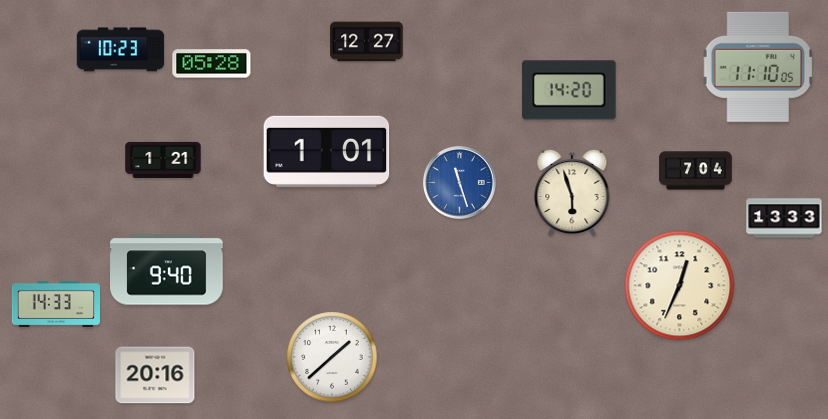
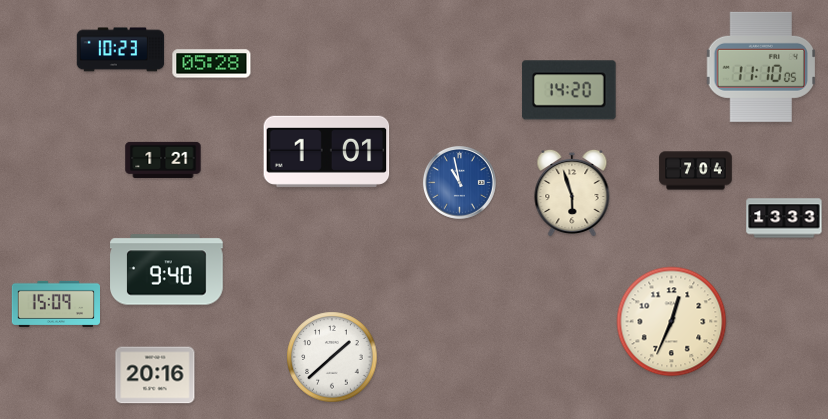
clock at (367, 42): 12:27 -> none
clock at (758, 67) position: (758, 67) -> (761, 67)
clock at (459, 182): 11:27 -> 10:58
clock at (680, 286) position: (680, 286) -> (672, 322)
clock at (56, 304): 14:33 -> 15:09
